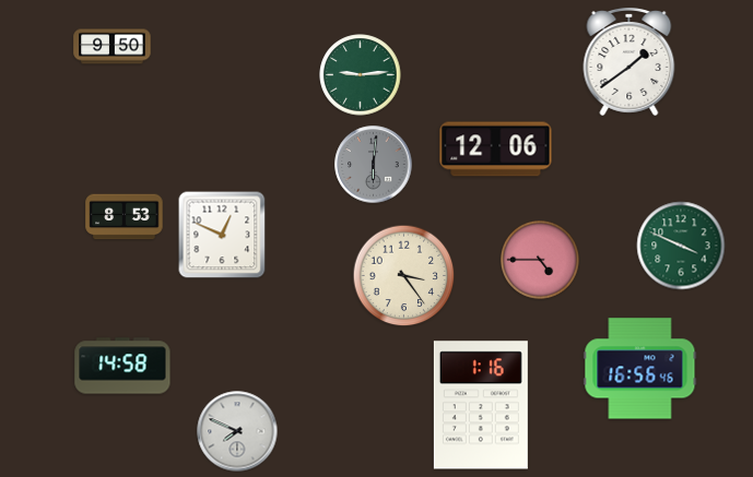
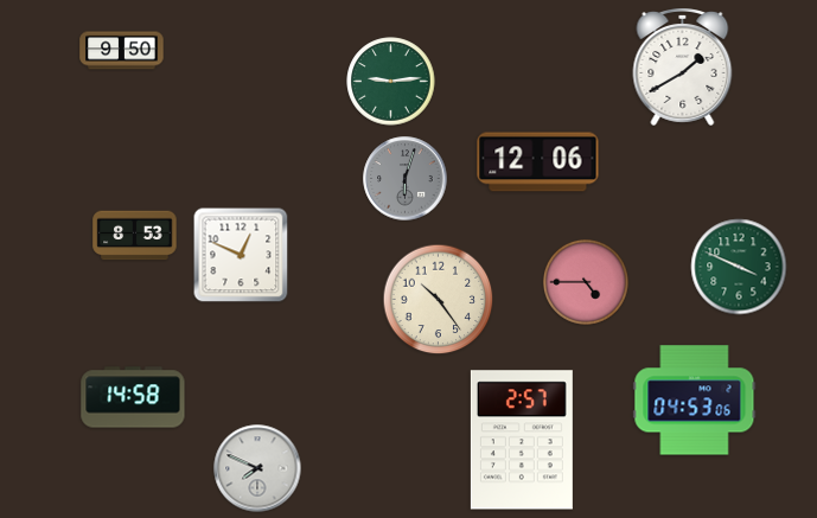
clock at (630, 62): 1:39 -> 1:40
clock at (374, 165): 6:01 -> 6:03
clock at (404, 276): 3:24 -> 10:24
clock at (640, 369): 16:56 -> 04:53
clock at (481, 405): 1:16 -> 2:57
